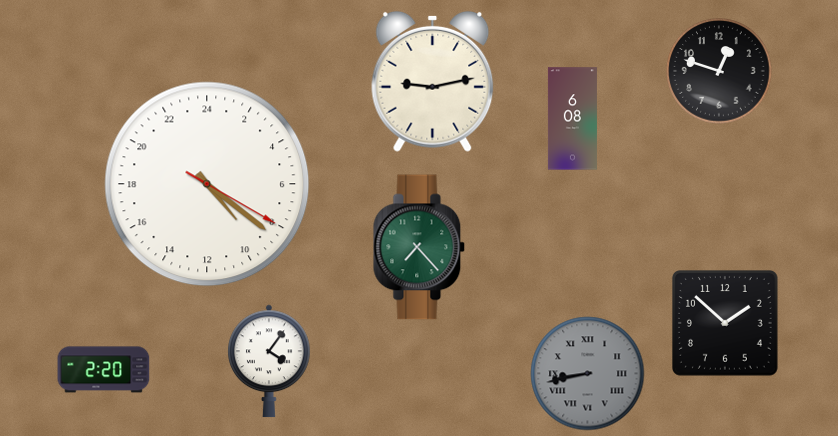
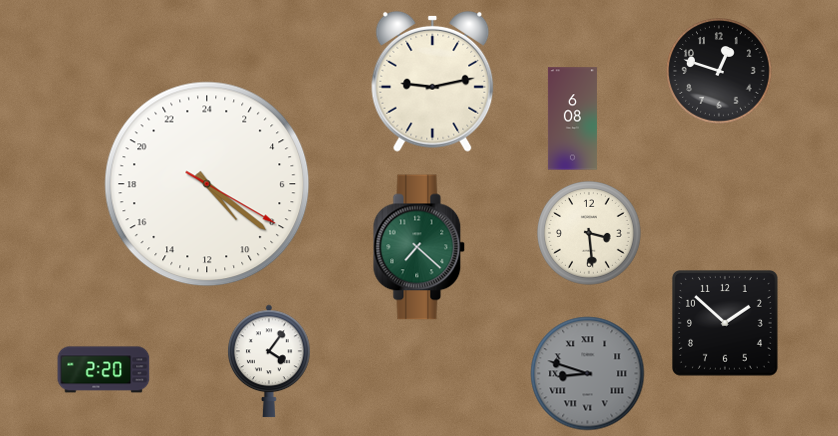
clock at (590, 234): none -> 3:29
clock at (419, 247): 7:23 -> 7:22
clock at (588, 374): 8:43 -> 8:48
